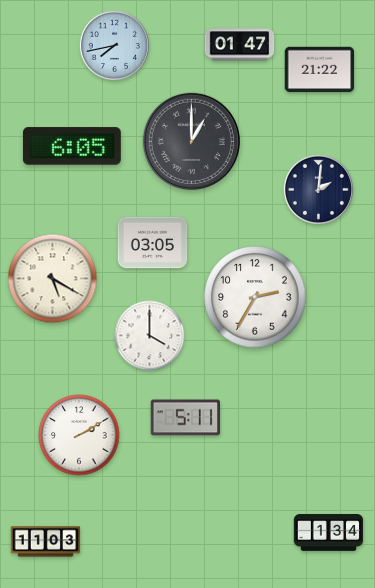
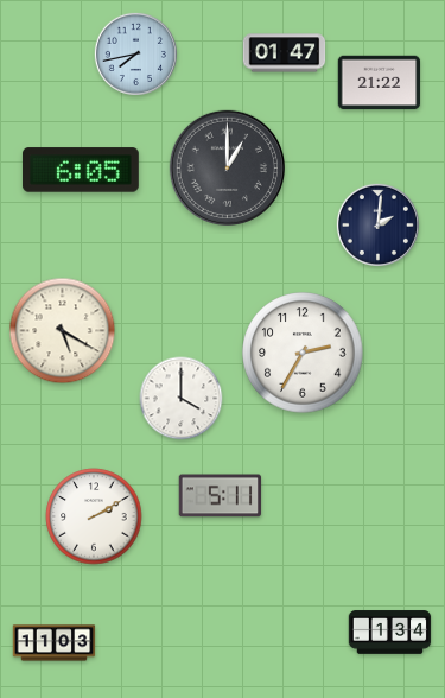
clock at (72, 146) position: (72, 146) -> (81, 170)
clock at (153, 243): 03:05 -> none
clock at (150, 336) position: (150, 336) -> (182, 399)
